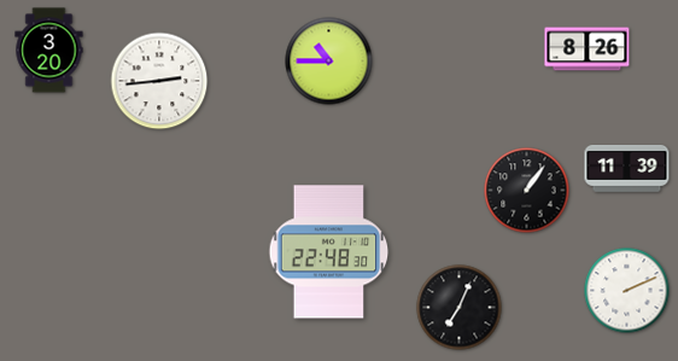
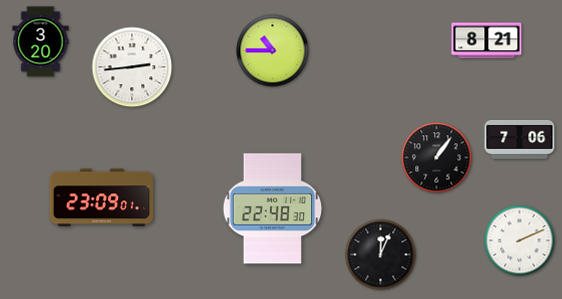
clock at (588, 50): 8:26 -> 8:21
clock at (627, 169): 11:39 -> 7:06
clock at (102, 198): none -> 23:09
clock at (460, 308): 7:04 -> 12:04
